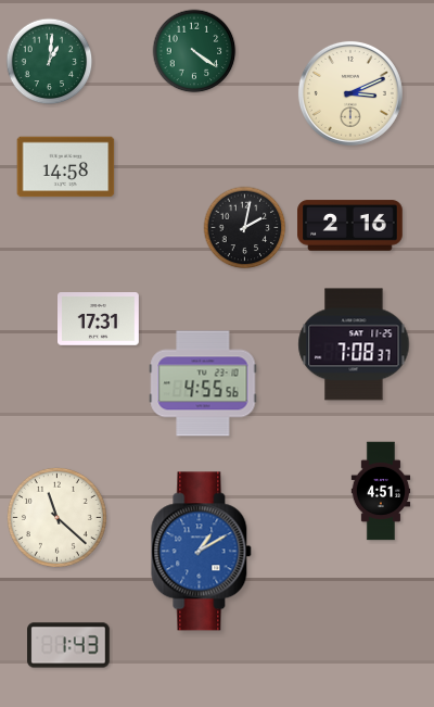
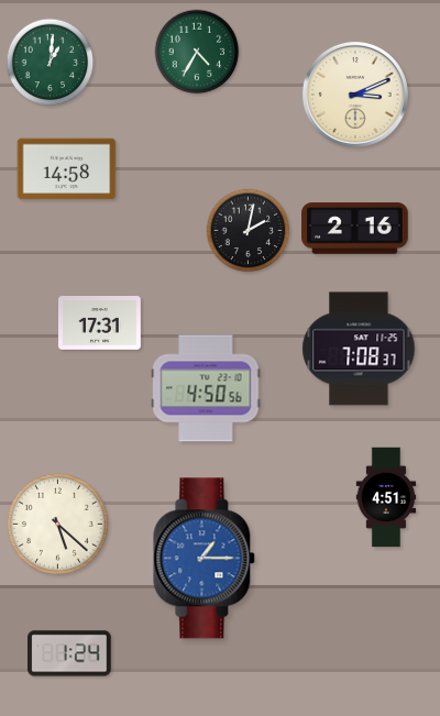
clock at (194, 51): 4:21 -> 4:35
clock at (203, 383): 4:55 -> 4:50
clock at (56, 517): 11:22 -> 5:22
clock at (202, 552): 1:10 -> 1:15
clock at (68, 645): 1:43 -> 1:24
